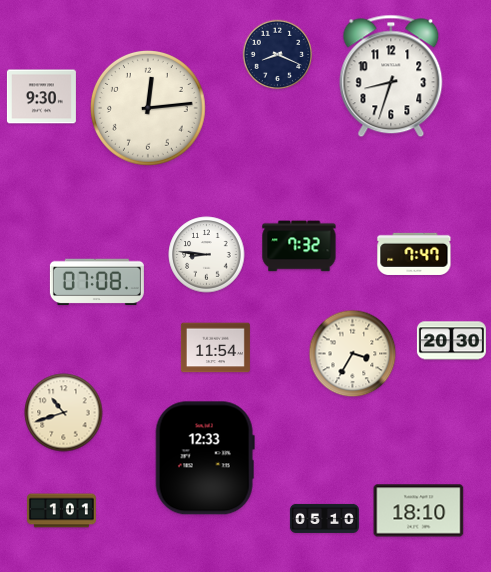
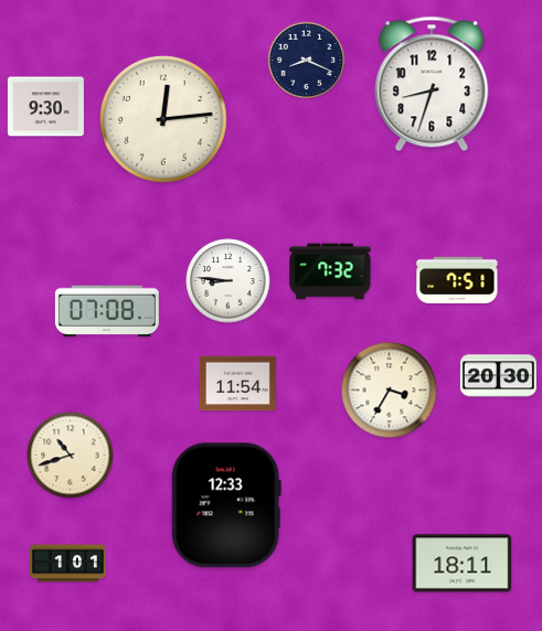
clock at (414, 254): 7:47 -> 7:51
clock at (419, 511): 18:10 -> 18:11
clock at (324, 518): 05:10 -> none
